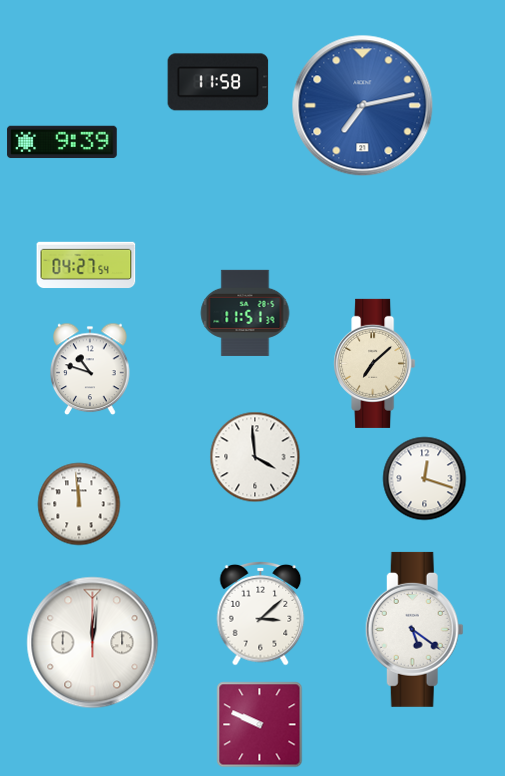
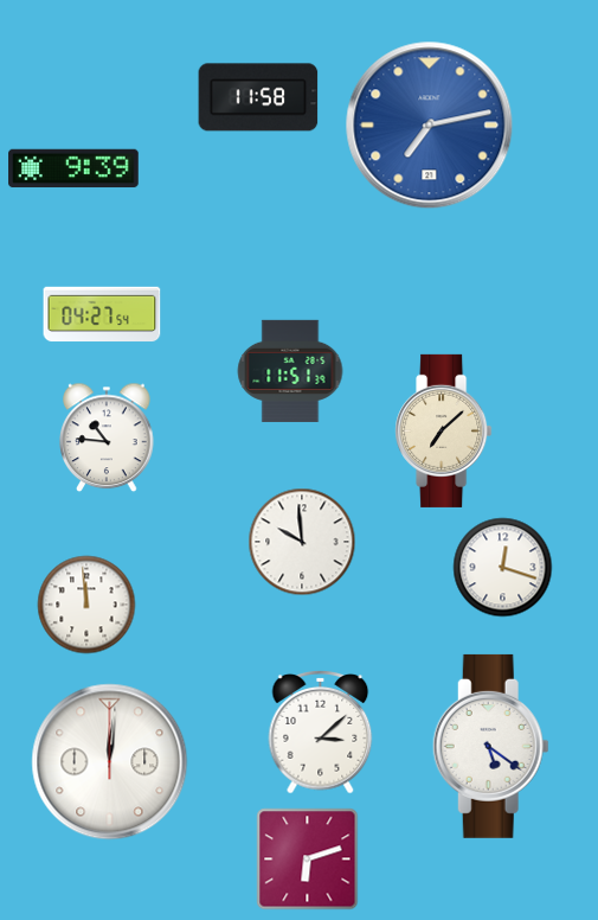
clock at (90, 369): 10:48 -> 10:46
clock at (255, 457): 3:59 -> 9:59
clock at (79, 504) position: (79, 504) -> (86, 605)
clock at (261, 614) position: (261, 614) -> (321, 733)
clock at (260, 725): 9:49 -> 6:12
